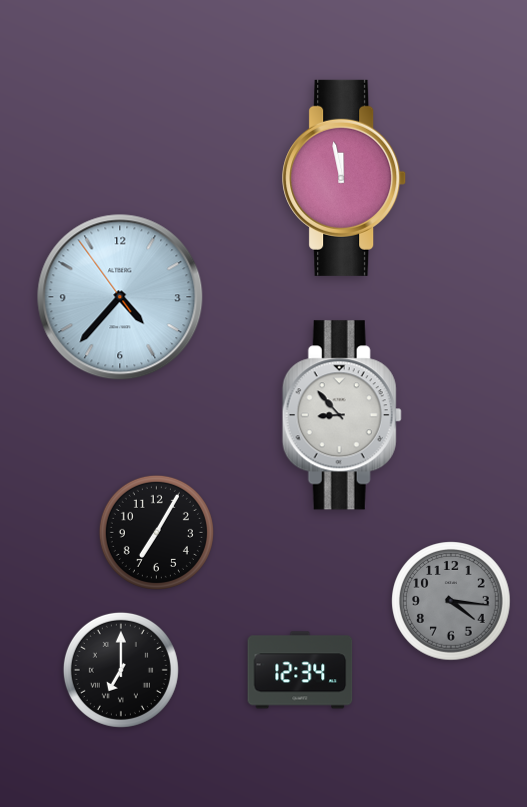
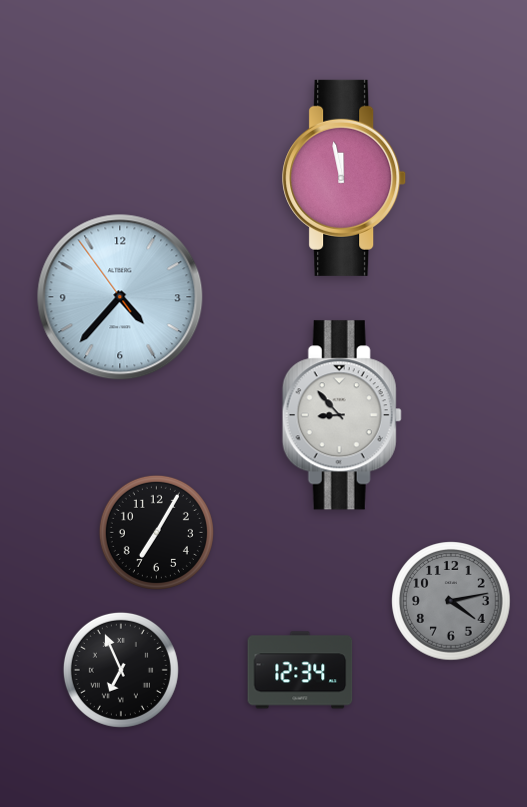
clock at (451, 601): 4:16 -> 4:13
clock at (121, 670): 7:00 -> 6:56
